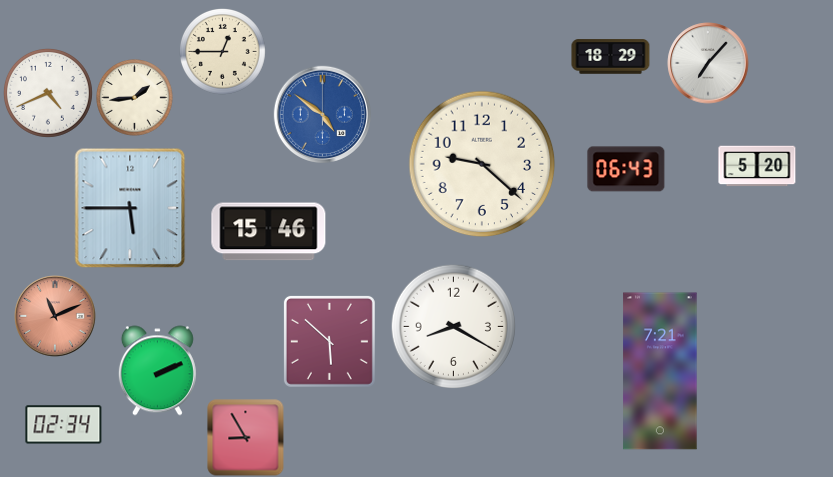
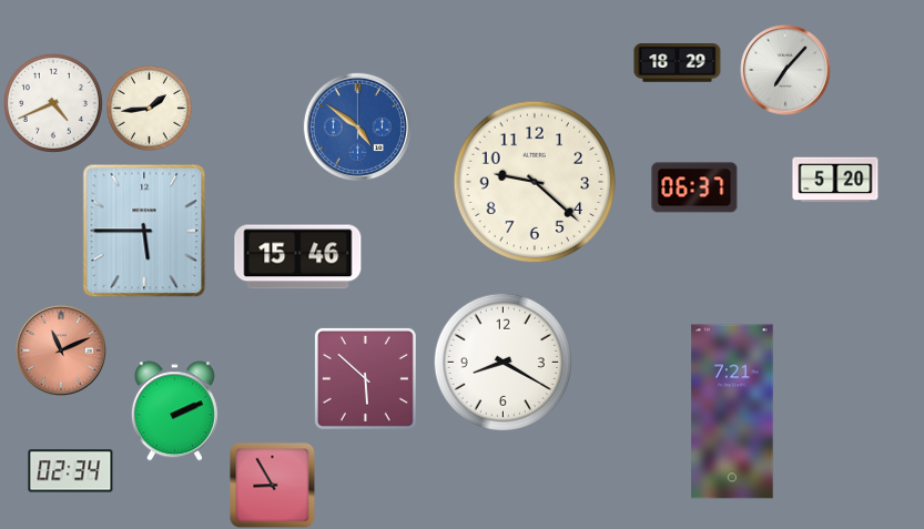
clock at (222, 51): 12:45 -> none
clock at (757, 166) position: (757, 166) -> (835, 180)
clock at (626, 169): 06:43 -> 06:37
